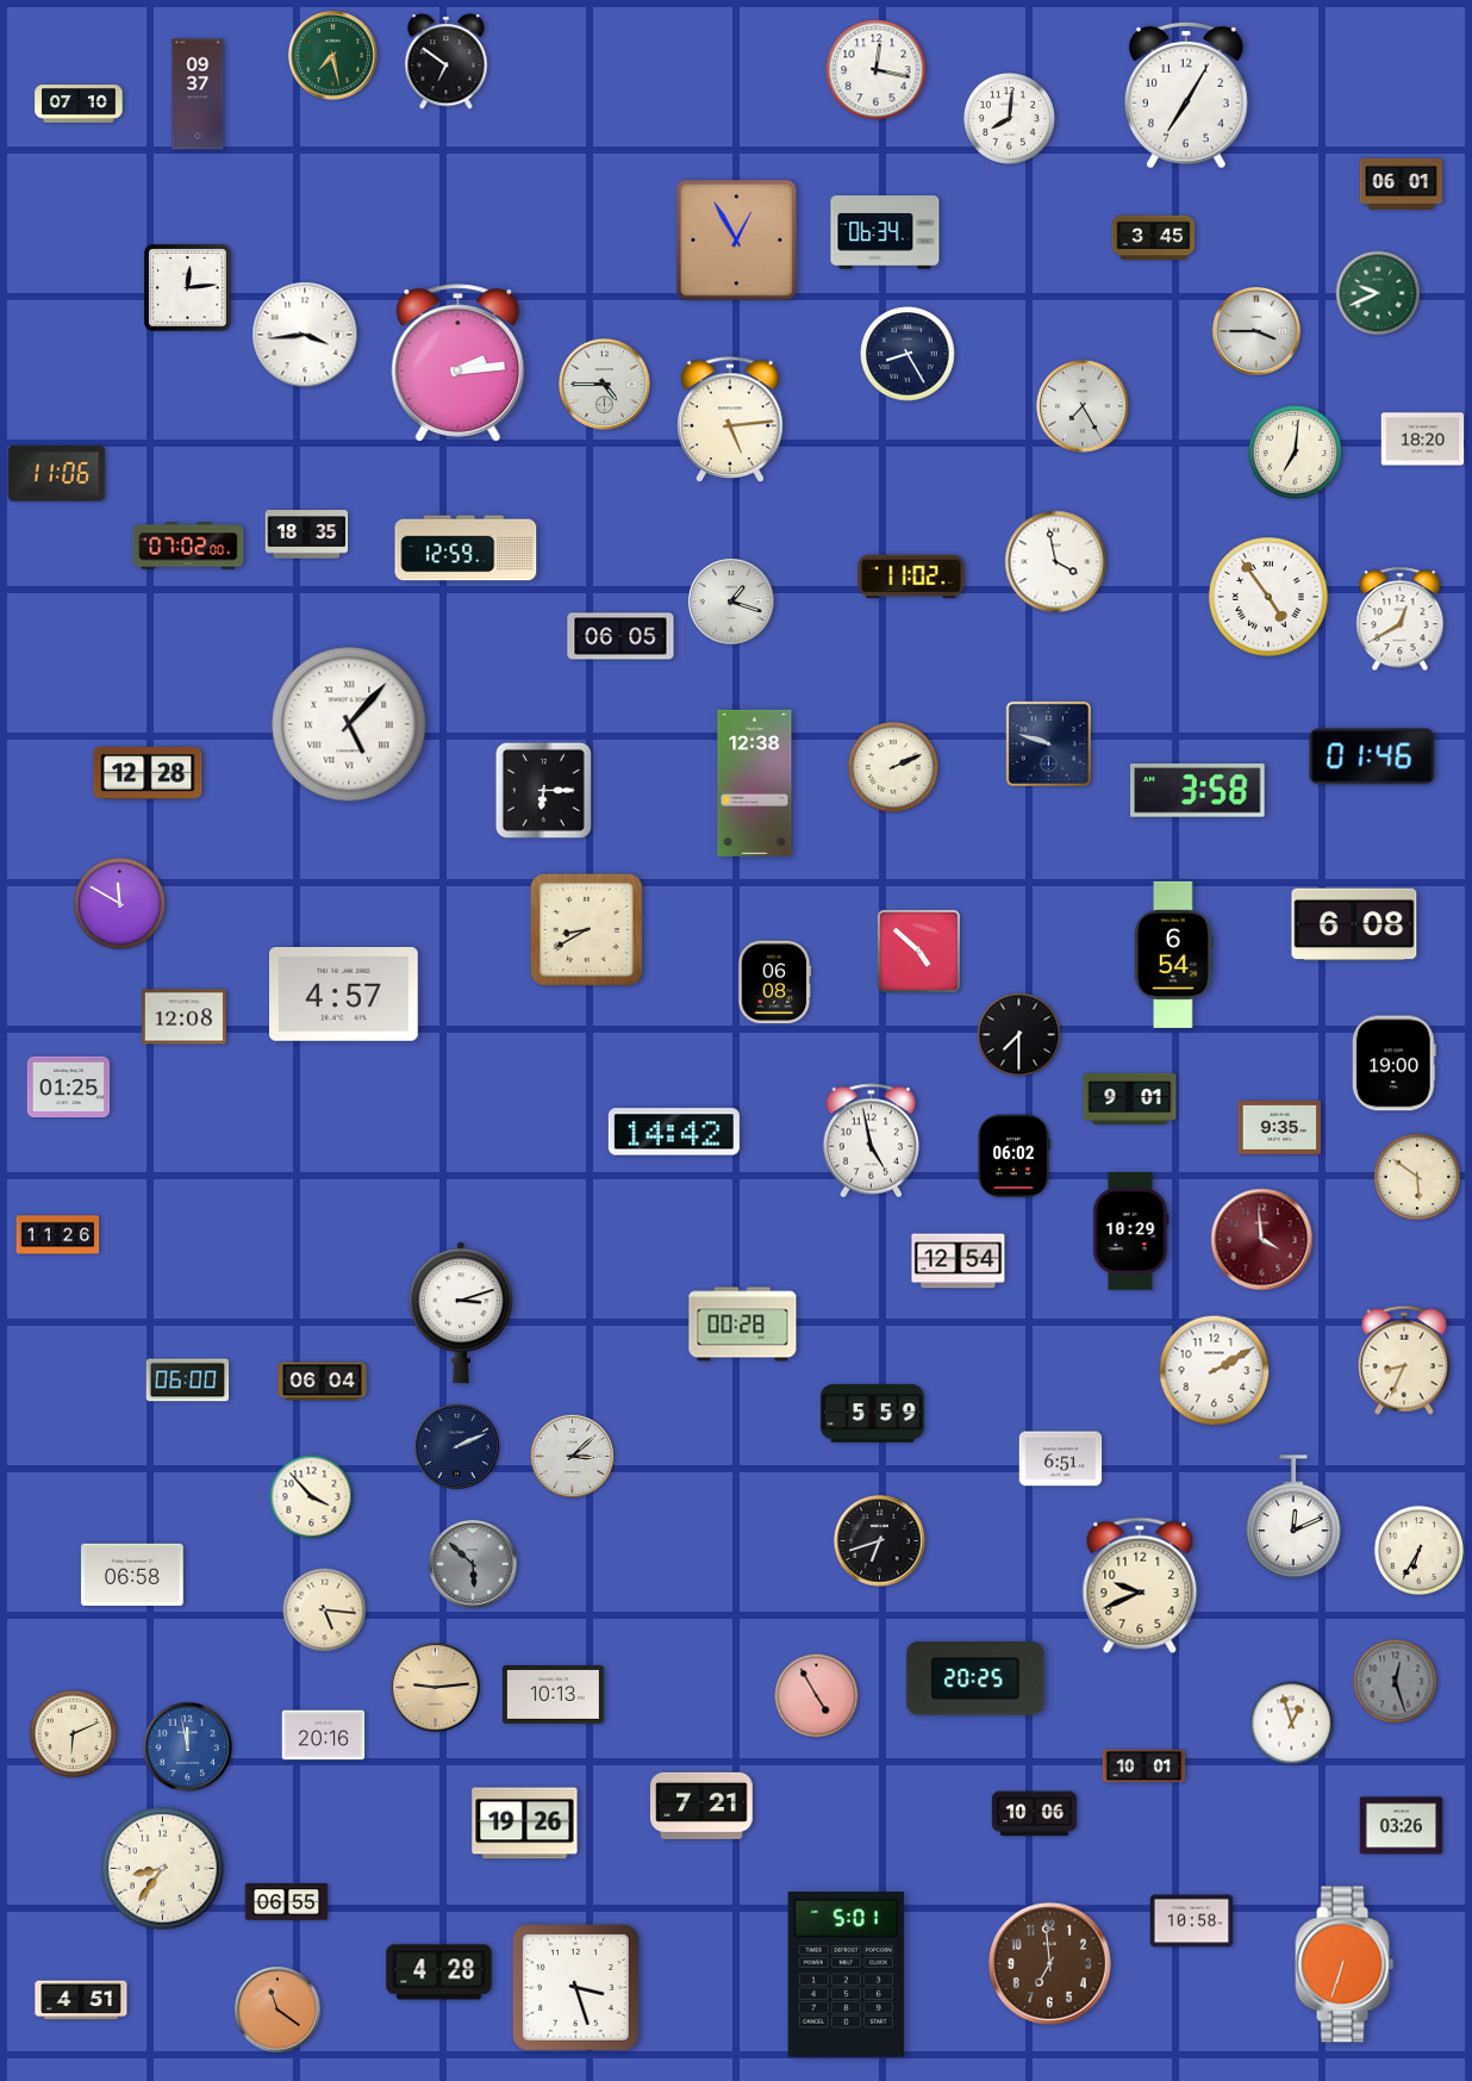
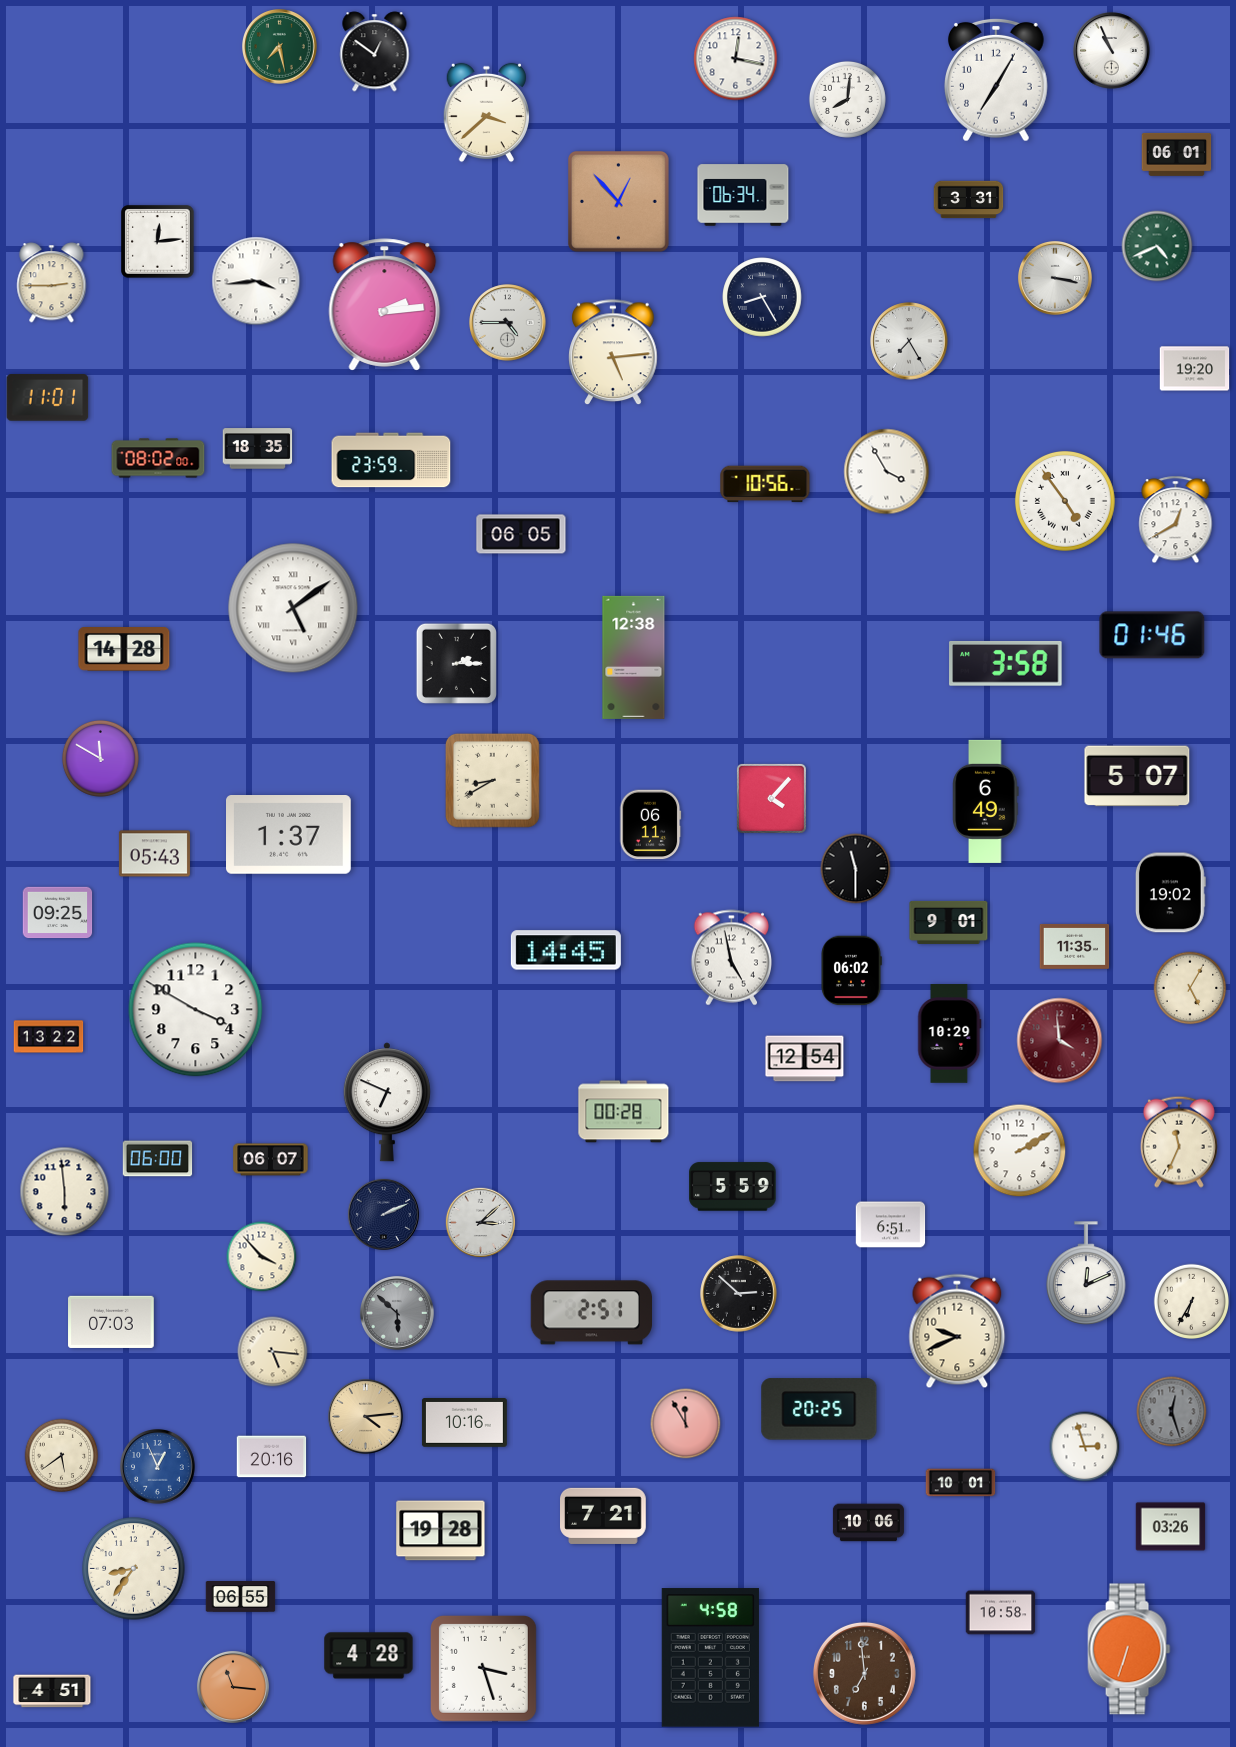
clock at (1112, 51): none -> 10:56
clock at (447, 62): 6:51 -> 12:51
clock at (198, 94): 09:37 -> none
clock at (79, 105): 07:10 -> none
clock at (486, 113): none -> 3:38
clock at (1154, 238): 3:45 -> 3:31
clock at (737, 241): 12:55 -> 12:53
clock at (1378, 293): 9:41 -> 4:41
clock at (1256, 331): 3:45 -> 3:17
clock at (52, 283): none -> 2:45
clock at (1423, 440): 18:20 -> 19:20
clock at (1296, 453): 7:01 -> none
clock at (57, 474): 11:06 -> 11:01
clock at (188, 546): 07:02 -> 08:02
clock at (466, 548): 12:59 -> 23:59
clock at (1056, 562): 3:58 -> 3:55
clock at (911, 577): 11:02 -> 10:56
clock at (731, 602): 1:18 -> none
clock at (349, 724): 5:07 -> 5:09
clock at (1048, 743): 9:48 -> none
clock at (893, 767): 2:11 -> none
clock at (148, 774): 12:28 -> 14:28
clock at (543, 790): 6:15 -> 2:15
clock at (1354, 924): 6:08 -> 5:07
clock at (918, 951): 4:52 -> 4:07
clock at (1174, 954): 6:54 -> 6:49
clock at (775, 983): 06:08 -> 06:11
clock at (344, 995): 4:57 -> 1:37
clock at (183, 1017): 12:08 -> 05:43
clock at (1019, 1035): 7:30 -> 11:30
clock at (1393, 1064): 19:00 -> 19:02
clock at (69, 1088): 01:25 -> 09:25
clock at (1280, 1127): 9:35 -> 11:35
clock at (674, 1132): 14:42 -> 14:45
clock at (1417, 1177): 5:51 -> 5:05
clock at (196, 1010): none -> 3:50
clock at (58, 1235): 11:26 -> 13:22
clock at (461, 1313): 3:12 -> 6:49
clock at (1404, 1360): 8:34 -> 11:34
clock at (323, 1382): 06:04 -> 06:07
clock at (65, 1192): none -> 5:59
clock at (880, 1541): 6:42 -> 2:52
clock at (591, 1313): none -> 2:51
clock at (132, 1574): 06:58 -> 07:03
clock at (436, 1688): 9:14 -> 4:14
clock at (553, 1695): 10:13 -> 10:16
clock at (817, 1696): 4:55 -> 11:55
clock at (1292, 1724): 12:57 -> 2:57
clock at (74, 1734): 6:11 -> 5:39
clock at (188, 1747): 11:58 -> 12:56
clock at (703, 1806) position: (703, 1806) -> (604, 1516)
clock at (525, 1824): 19:26 -> 19:28
clock at (1402, 1826) position: (1402, 1826) -> (1171, 1527)
clock at (163, 1869) position: (163, 1869) -> (134, 1569)
clock at (1049, 1963) position: (1049, 1963) -> (864, 1673)
clock at (846, 1975): 5:01 -> 4:58
clock at (81, 2000) position: (81, 2000) -> (52, 1691)
clock at (277, 2010): 11:21 -> 11:16
